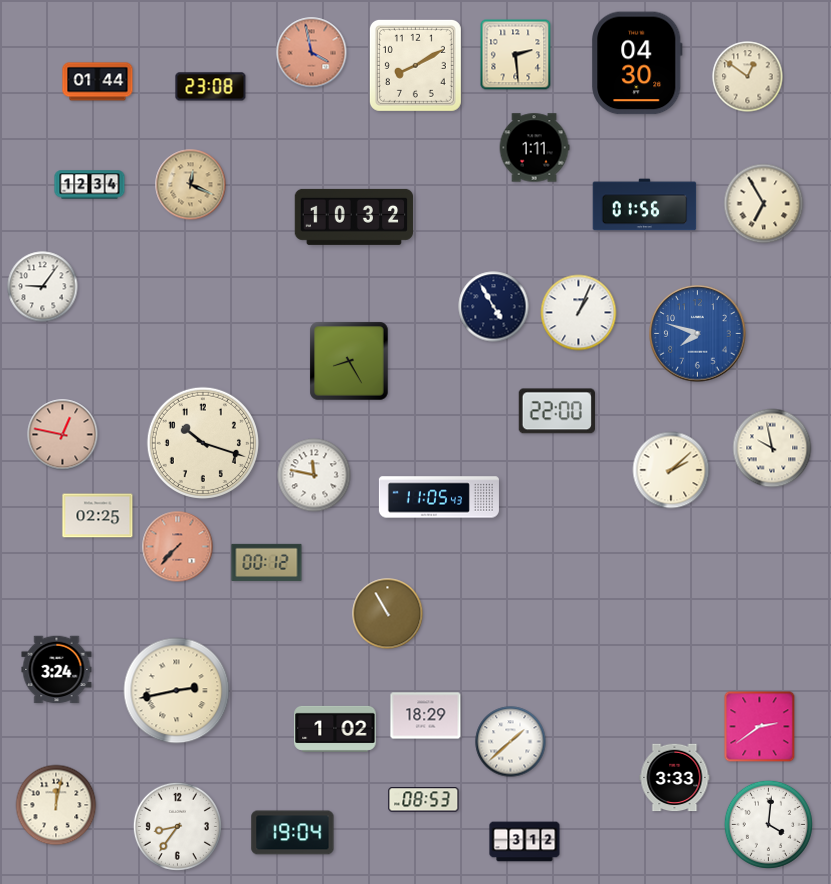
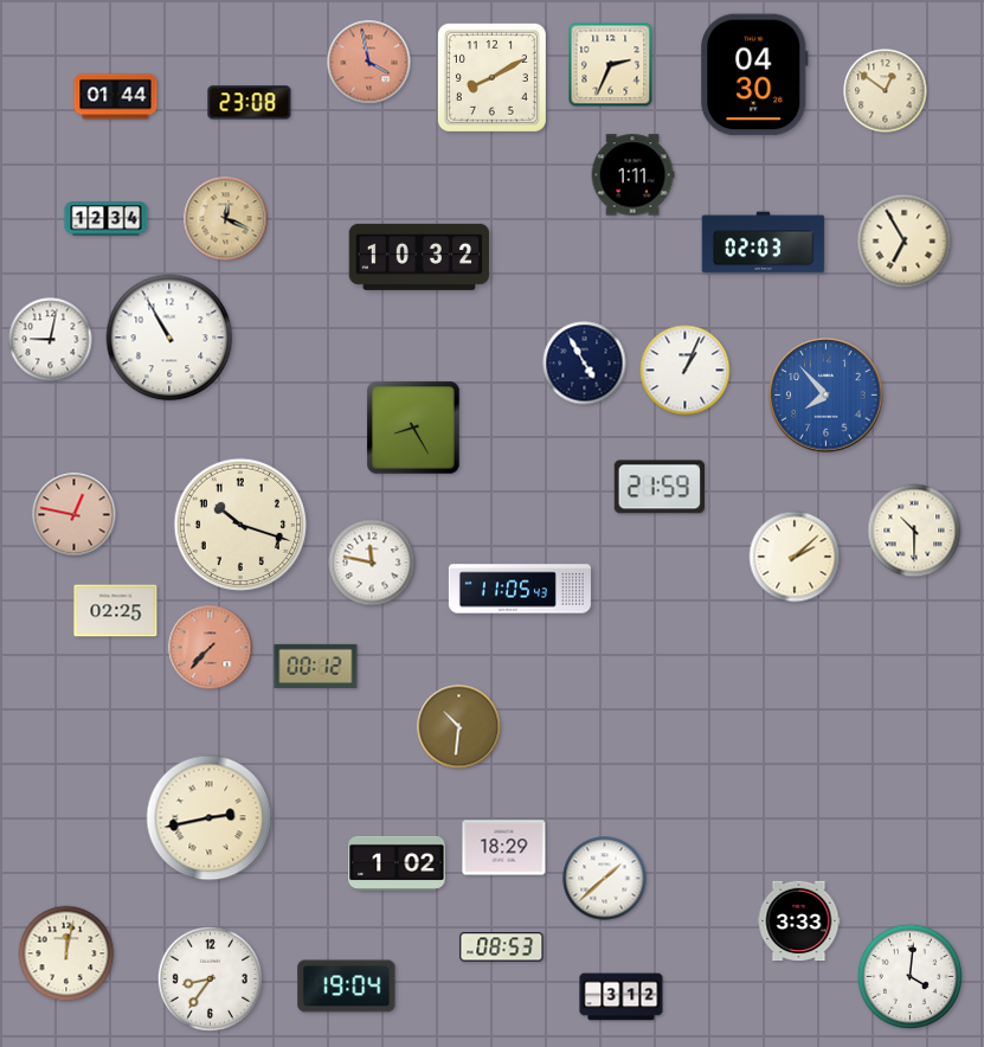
clock at (516, 55): 2:29 -> 2:34
clock at (645, 205): 01:56 -> 02:03
clock at (169, 338): none -> 10:55
clock at (43, 287): 9:06 -> 9:02
clock at (698, 334): 7:48 -> 7:53
clock at (557, 411): 22:00 -> 21:59
clock at (772, 448): 9:58 -> 10:30
clock at (388, 614): 10:55 -> 10:31
clock at (57, 670): 3:24 -> none
clock at (760, 727): 2:39 -> none
